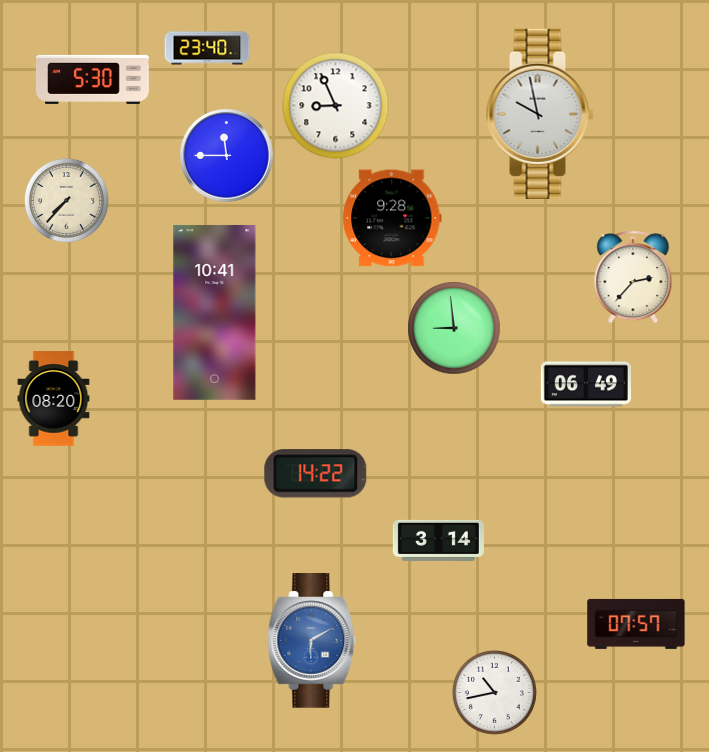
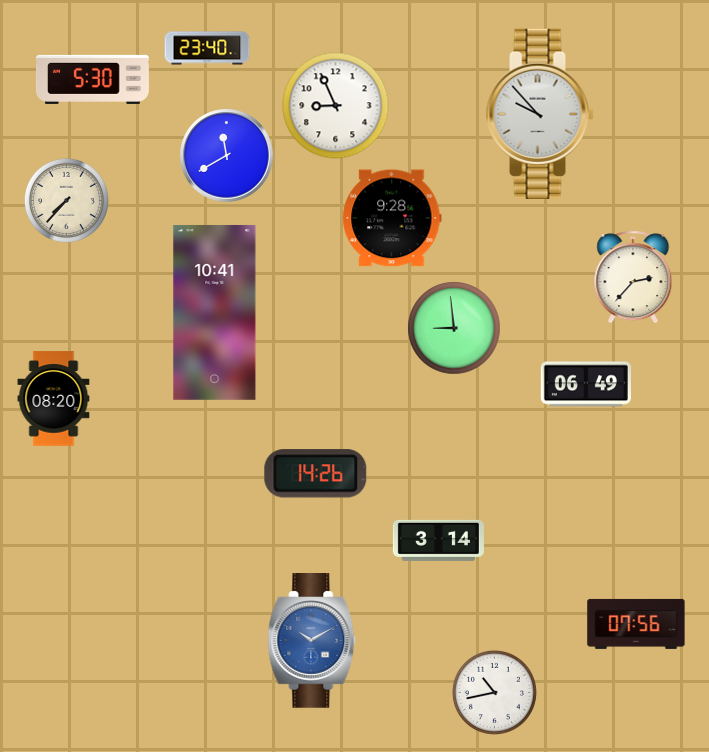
clock at (540, 114): 9:58 -> 9:53
clock at (227, 156): 11:45 -> 11:40
clock at (316, 474): 14:22 -> 14:26
clock at (636, 624): 07:57 -> 07:56
clock at (312, 641): 6:10 -> 10:10
